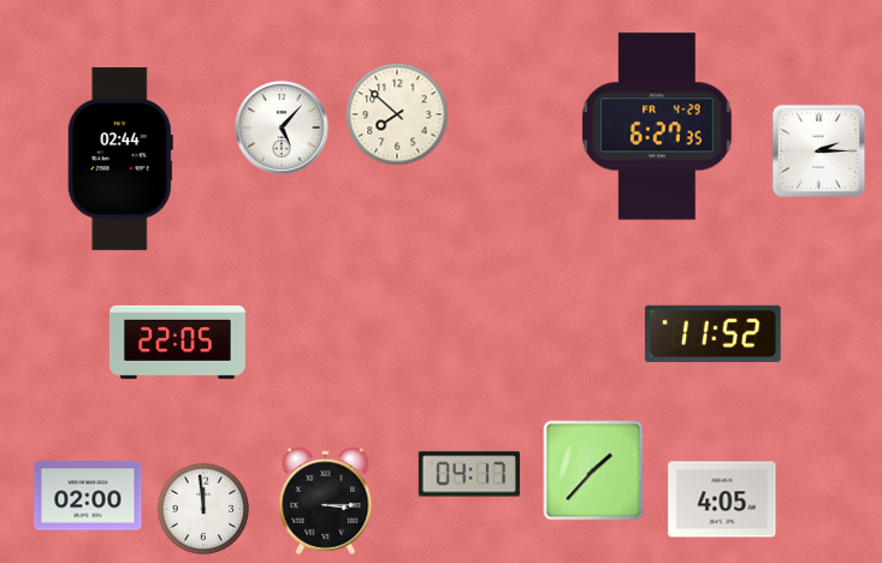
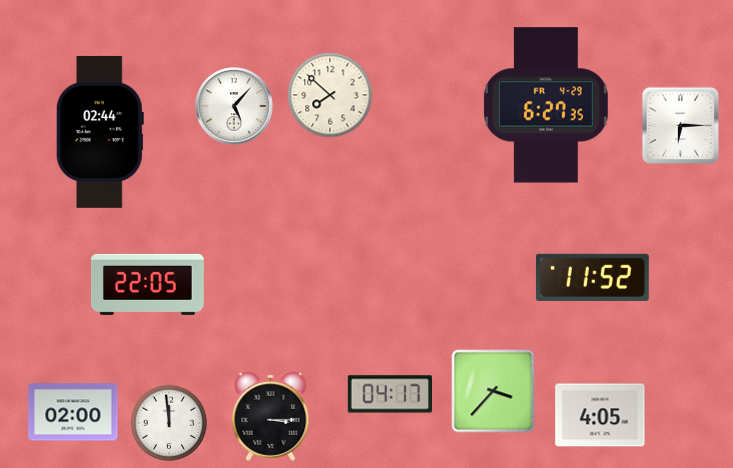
clock at (819, 152): 2:15 -> 6:15
clock at (593, 470): 1:37 -> 3:37
